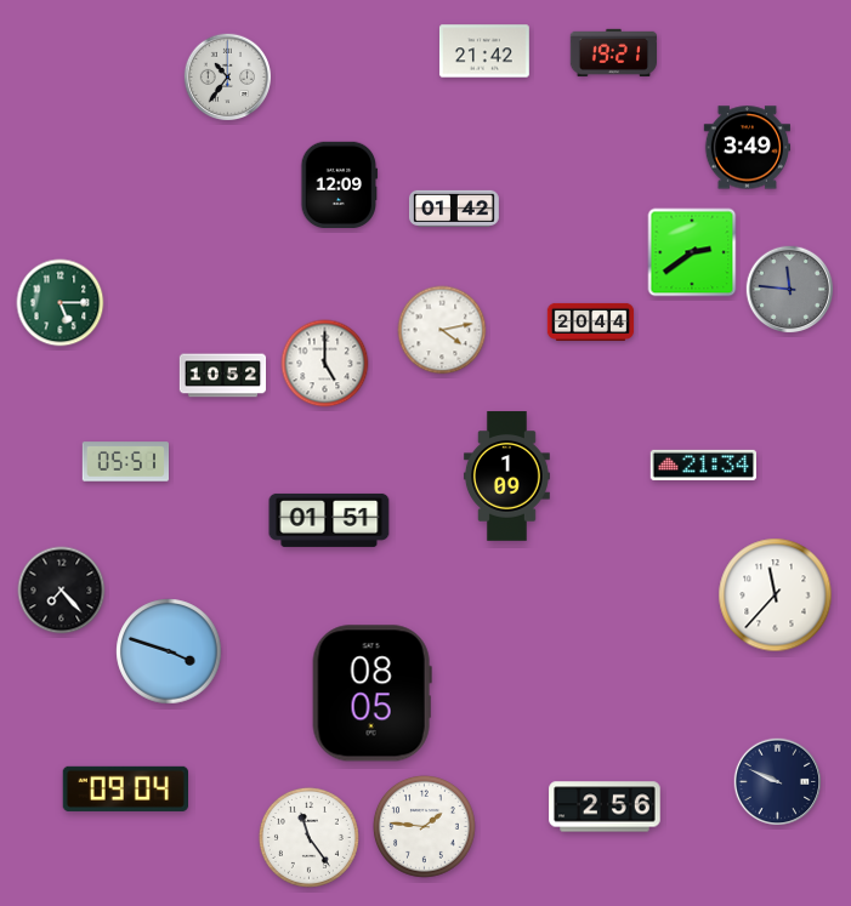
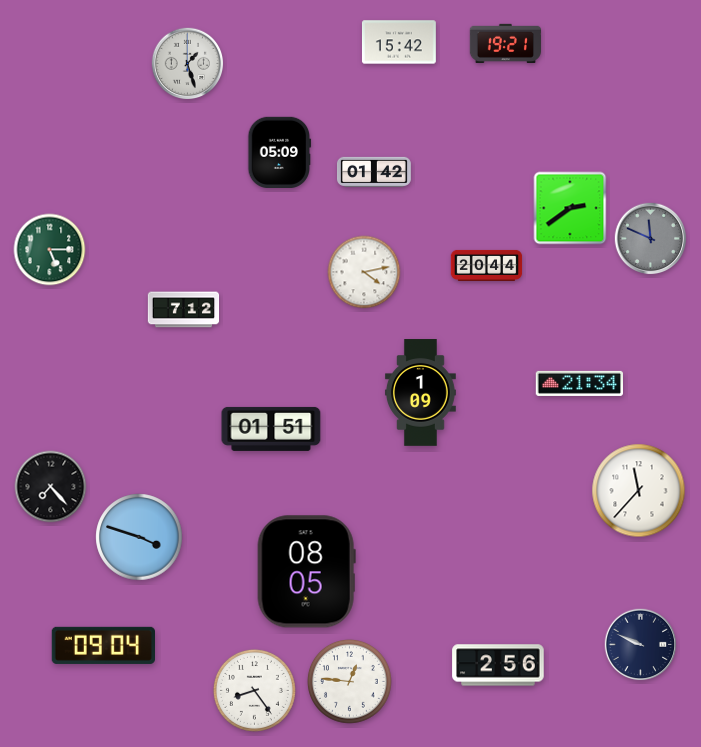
clock at (484, 51): 21:42 -> 15:42
clock at (228, 78): 10:36 -> 1:27
clock at (747, 148): 3:49 -> none
clock at (340, 184): 12:09 -> 05:09
clock at (790, 290): 11:46 -> 11:49
clock at (325, 364): 5:00 -> none
clock at (223, 376): 10:52 -> 7:12
clock at (125, 462): 05:51 -> none
clock at (507, 477) position: (507, 477) -> (421, 393)
clock at (125, 788) position: (125, 788) -> (103, 645)
clock at (424, 826): 1:46 -> 12:46
clock at (308, 837): 11:24 -> 8:24
